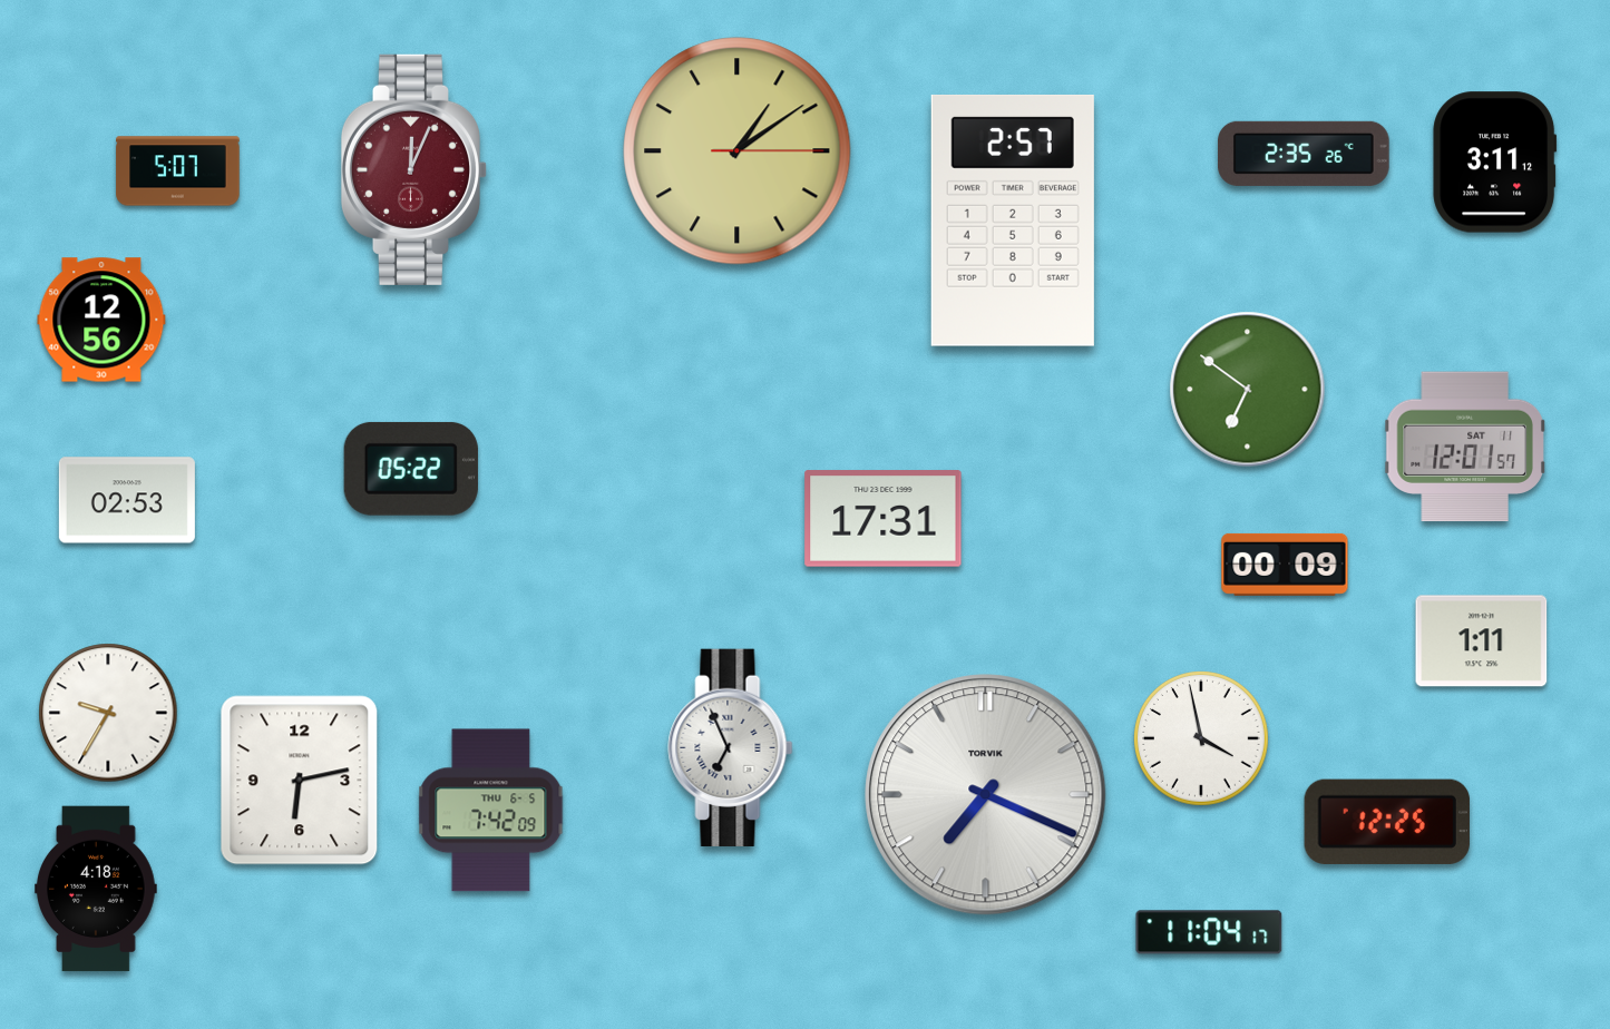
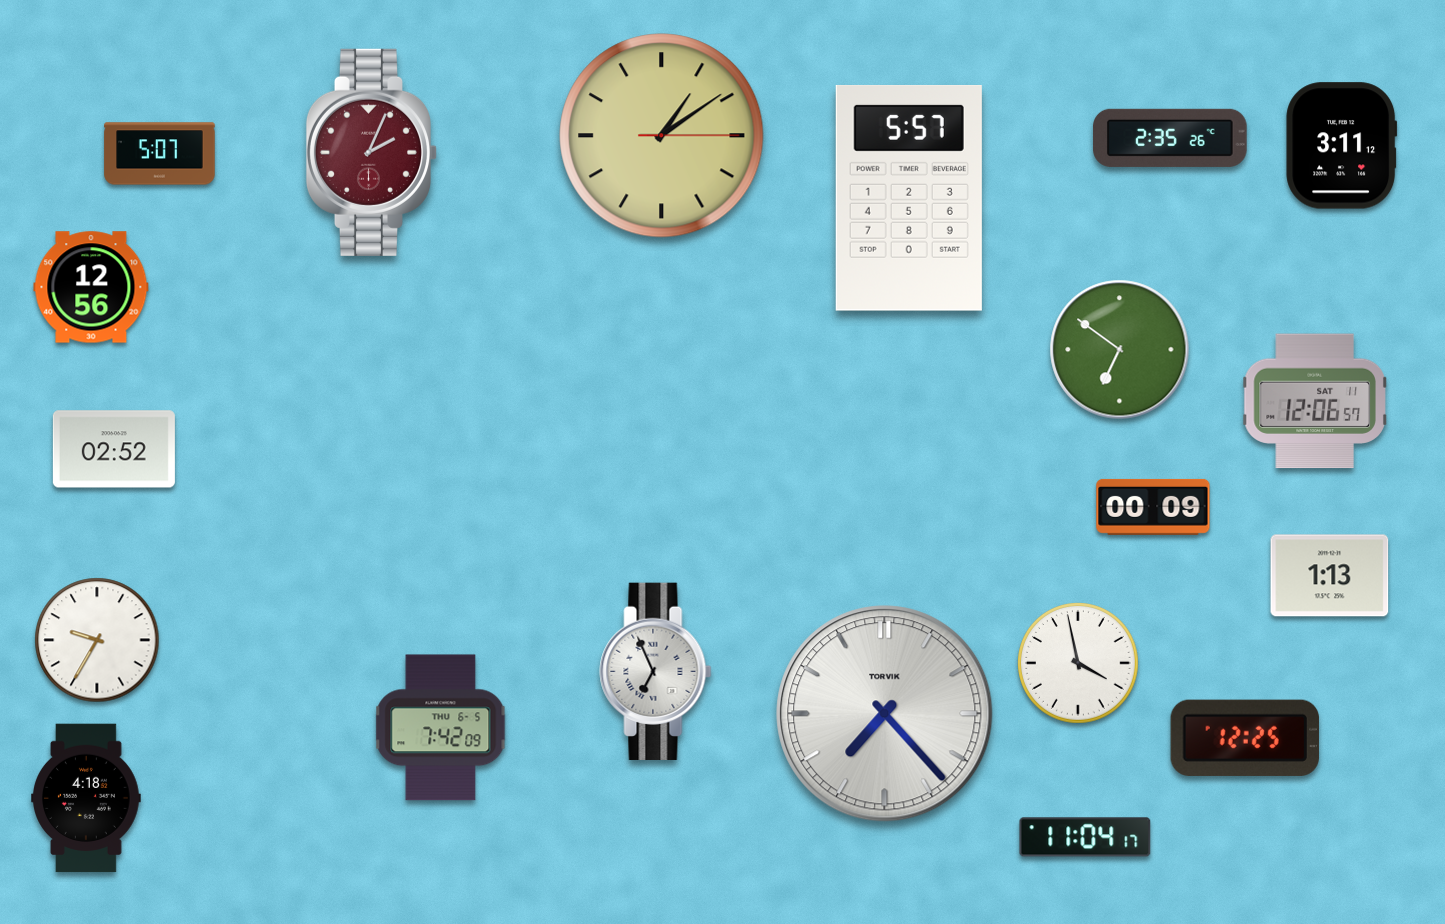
clock at (414, 169): 12:04 -> 2:04
clock at (1013, 220): 2:57 -> 5:57
clock at (1465, 447): 12:01 -> 12:06
clock at (411, 469): 05:22 -> none
clock at (127, 500): 02:53 -> 02:52
clock at (884, 519): 17:31 -> none
clock at (1482, 641): 1:11 -> 1:13
clock at (300, 781): 6:13 -> none
clock at (986, 795): 7:19 -> 7:23
